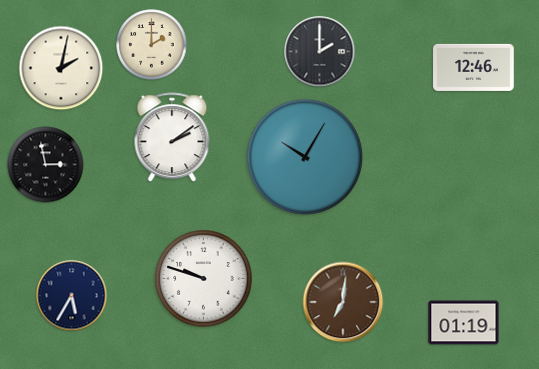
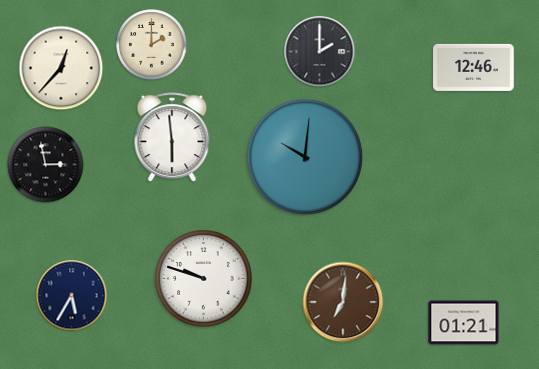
clock at (61, 68): 2:02 -> 12:37
clock at (172, 138): 2:09 -> 5:59
clock at (305, 157): 10:05 -> 10:01
clock at (464, 323): 01:19 -> 01:21
